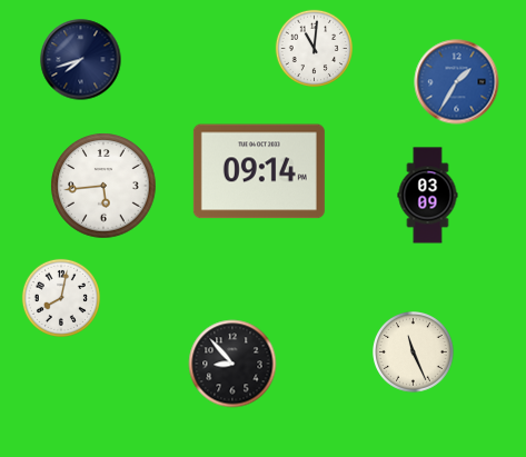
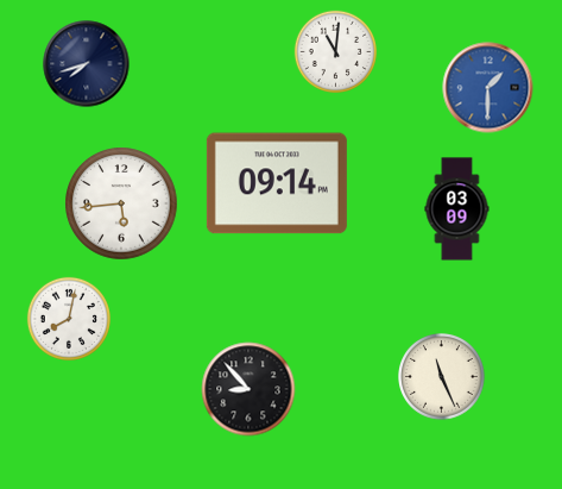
clock at (457, 82): 1:35 -> 1:30
clock at (103, 186) position: (103, 186) -> (121, 203)
clock at (61, 298) position: (61, 298) -> (69, 319)
